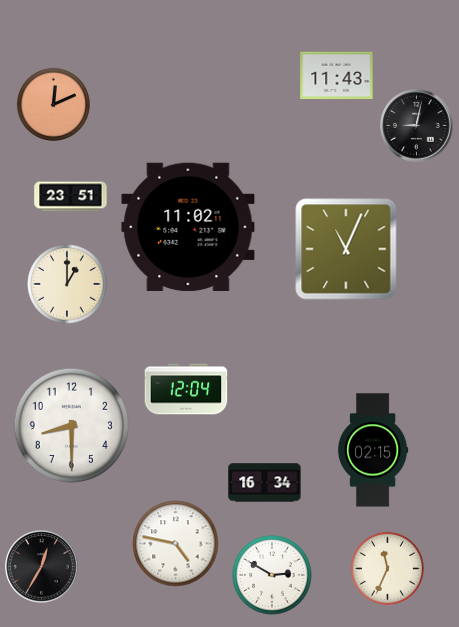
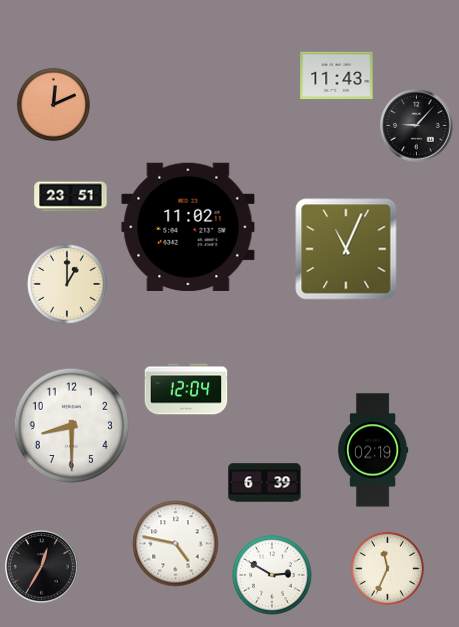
clock at (417, 126): 9:02 -> 9:07
clock at (373, 450): 02:15 -> 02:19
clock at (265, 483): 16:34 -> 6:39
